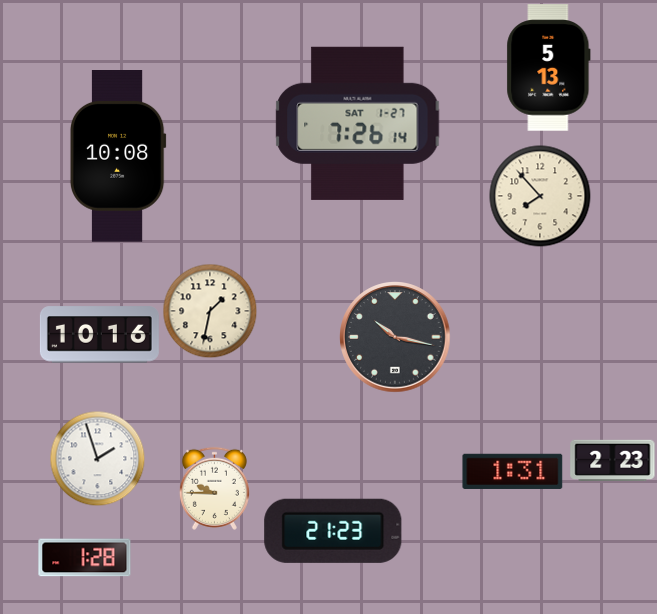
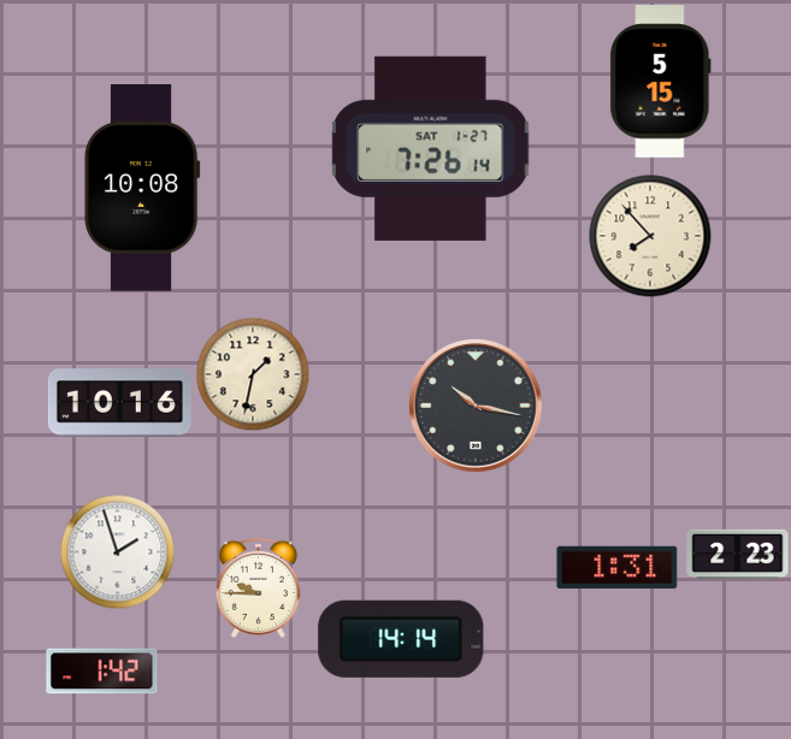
clock at (549, 68): 5:13 -> 5:15
clock at (333, 531): 21:23 -> 14:14
clock at (85, 558): 1:28 -> 1:42
